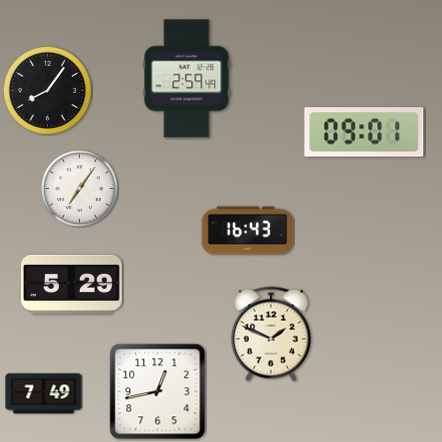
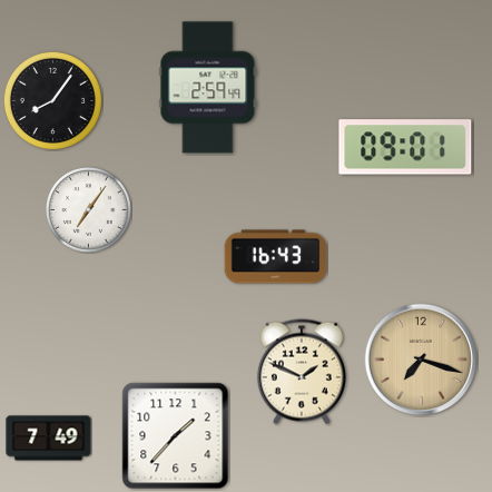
clock at (71, 284): 5:29 -> none
clock at (421, 360): none -> 7:18
clock at (158, 392): 12:43 -> 1:37
